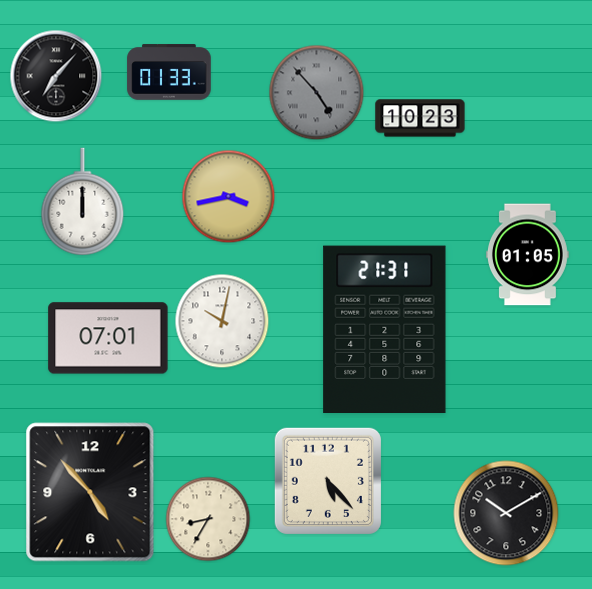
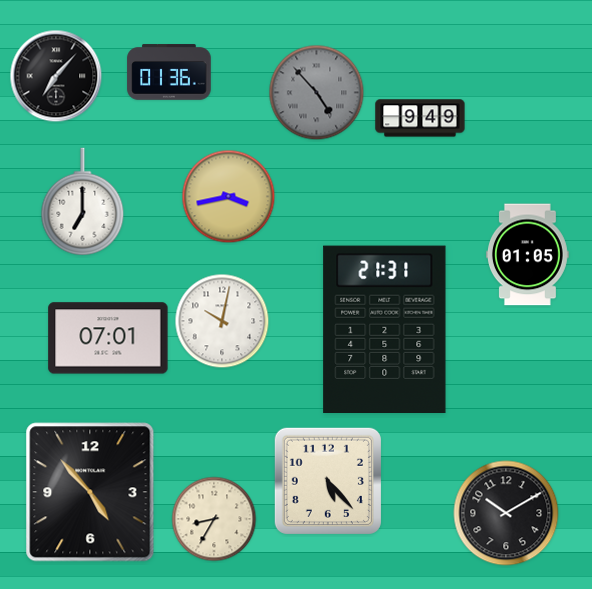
clock at (169, 72): 01:33 -> 01:36
clock at (420, 118): 10:23 -> 9:49
clock at (83, 202): 12:00 -> 7:00
clock at (208, 519) position: (208, 519) -> (214, 519)
